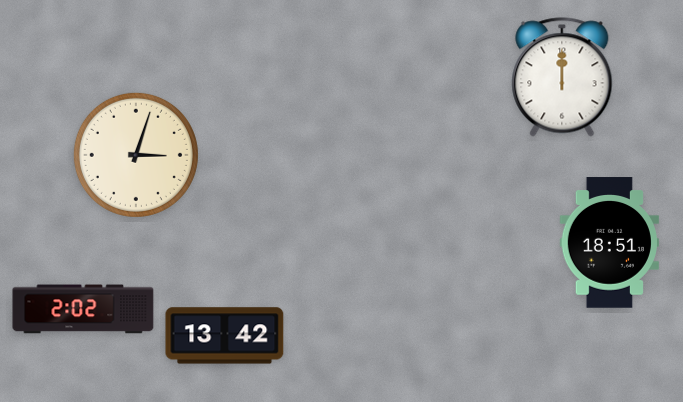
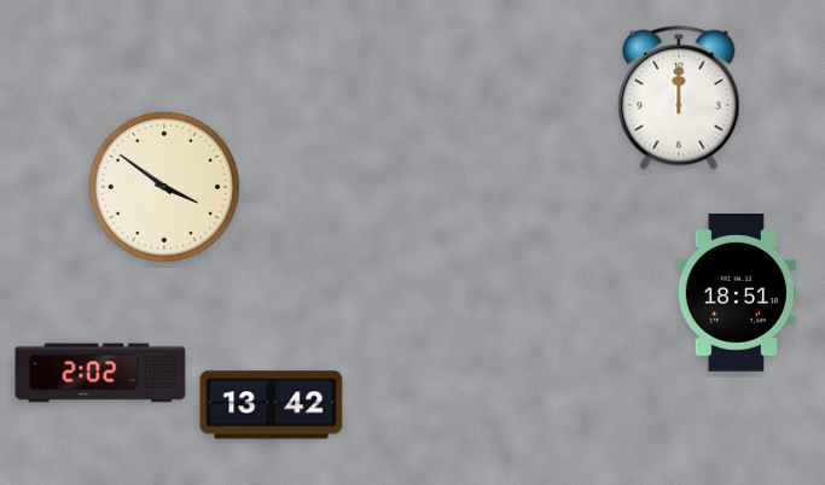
clock at (562, 77) position: (562, 77) -> (679, 98)
clock at (136, 155): 3:03 -> 3:51
